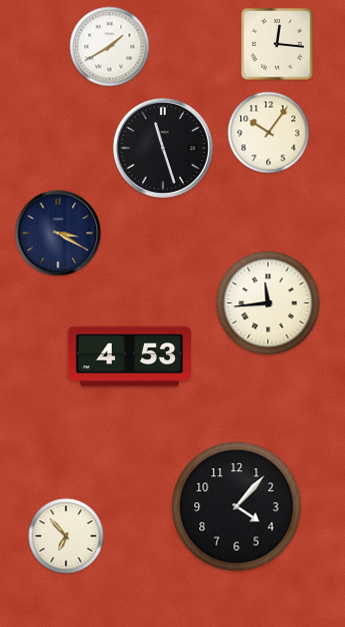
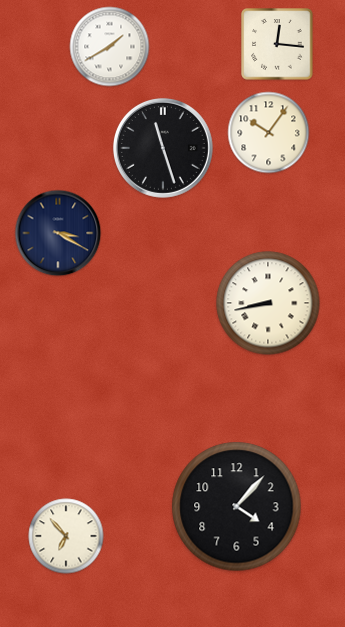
clock at (268, 303): 11:44 -> 8:43
clock at (129, 357): 4:53 -> none
